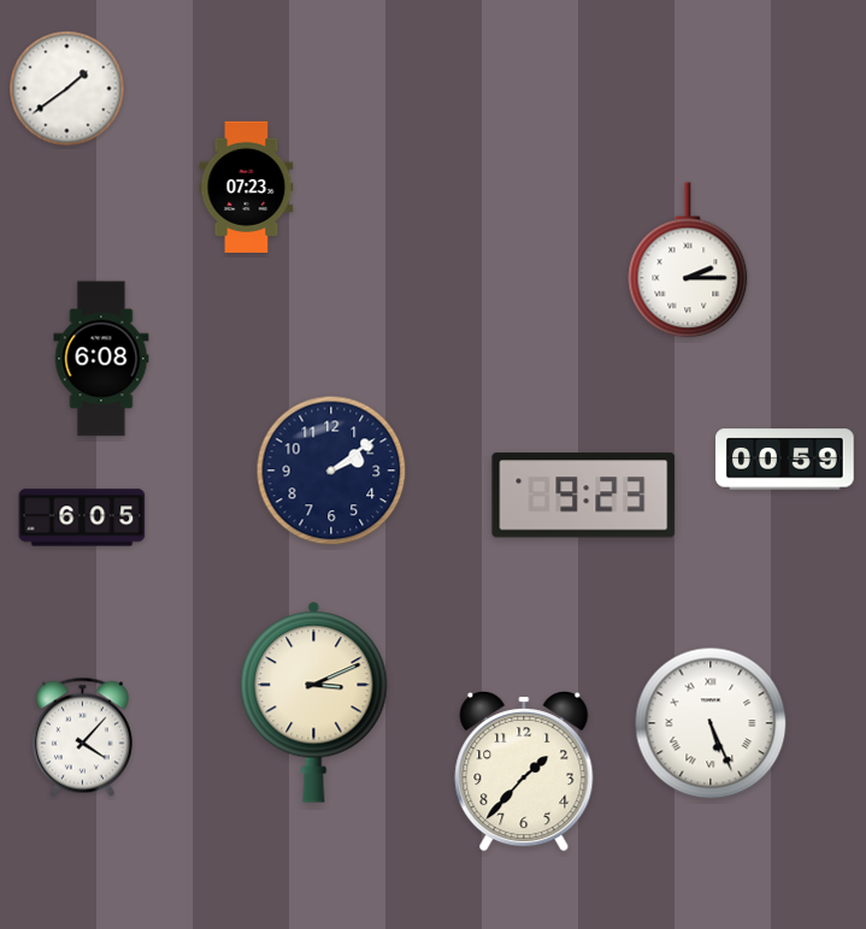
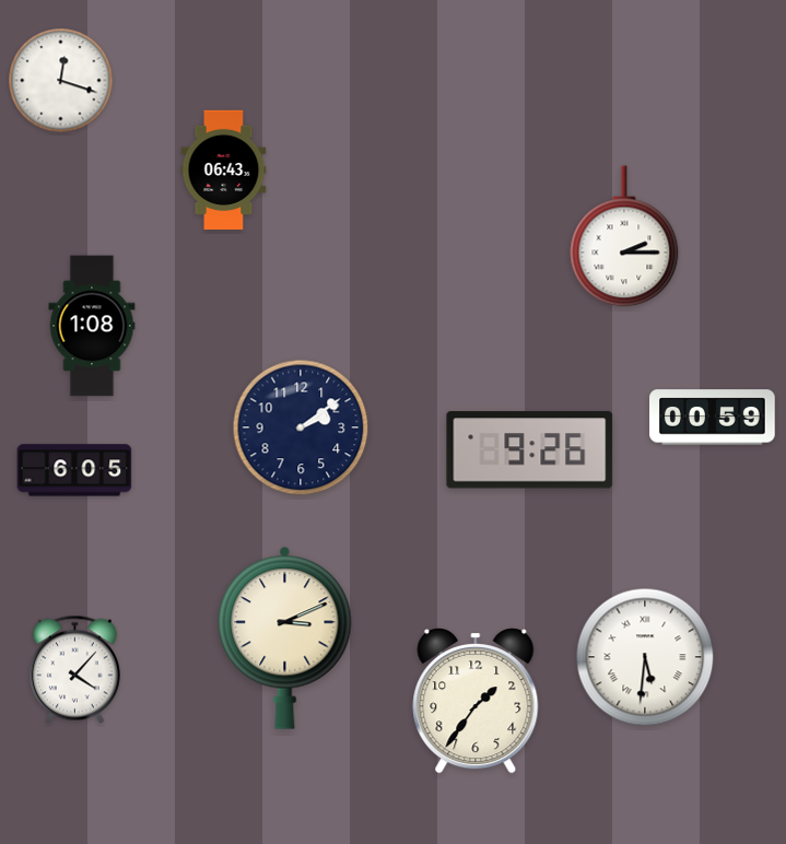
clock at (67, 89): 1:39 -> 12:18
clock at (247, 187): 07:23 -> 06:43
clock at (101, 359): 6:08 -> 1:08
clock at (584, 496): 9:23 -> 9:26
clock at (711, 723): 5:26 -> 5:31
clock at (524, 773): 1:37 -> 1:36
